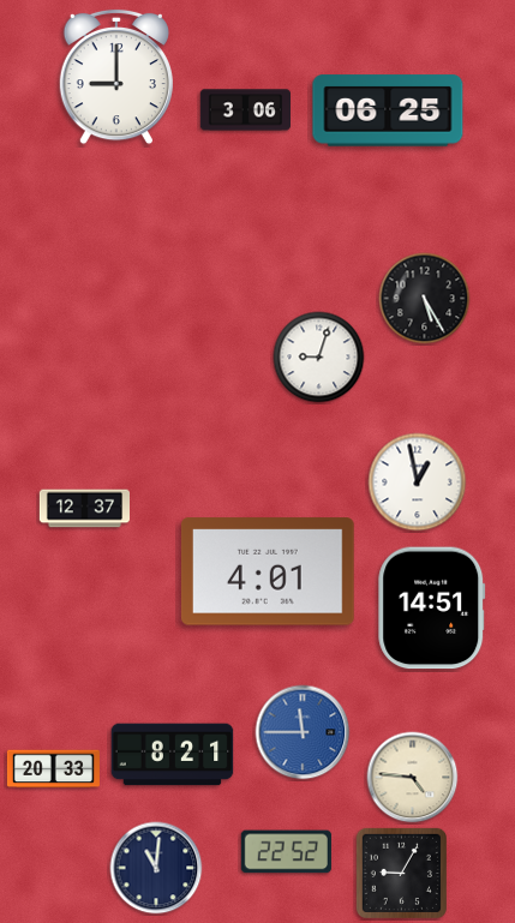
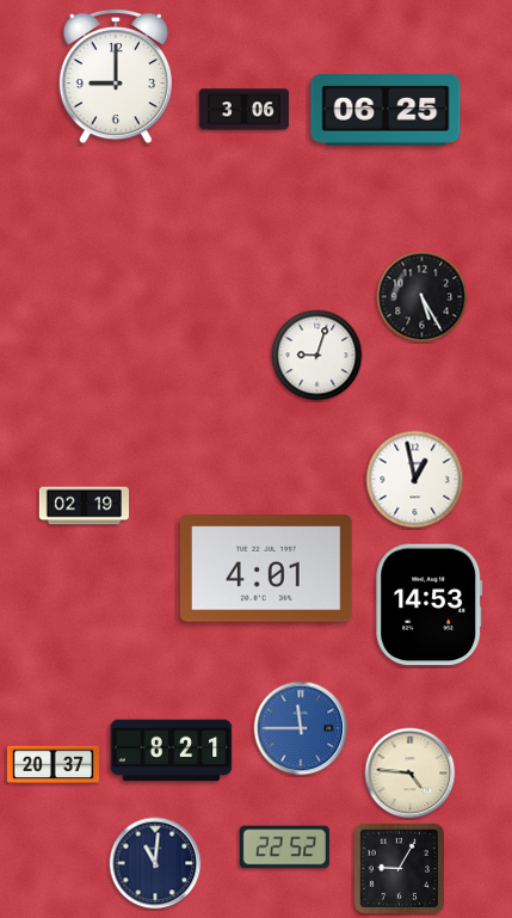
clock at (84, 509): 12:37 -> 02:19
clock at (432, 609): 14:51 -> 14:53
clock at (53, 769): 20:33 -> 20:37
